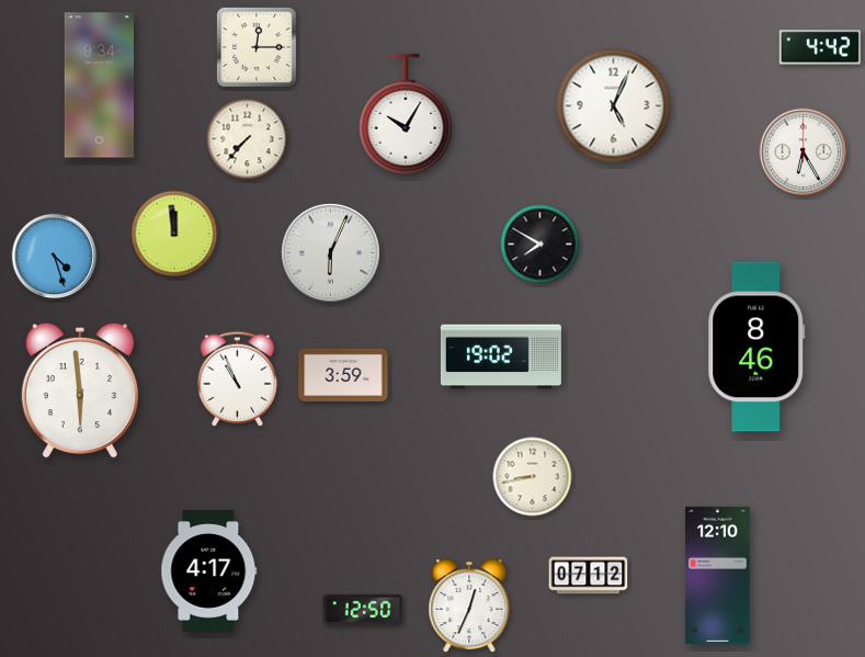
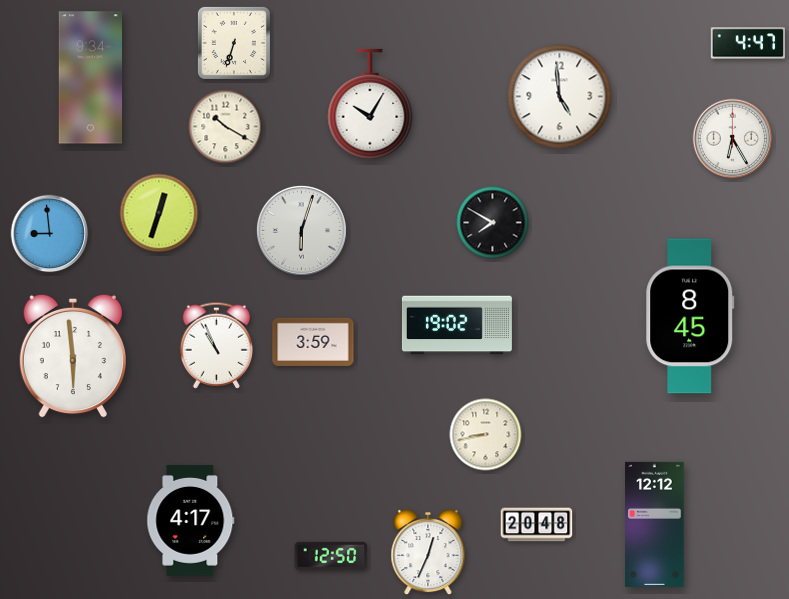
clock at (257, 47): 12:15 -> 6:33
clock at (819, 47): 4:42 -> 4:47
clock at (614, 106): 5:04 -> 4:59
clock at (248, 139): 7:37 -> 10:20
clock at (174, 234): 11:59 -> 12:33
clock at (330, 252): 6:04 -> 6:03
clock at (55, 257): 4:27 -> 8:59
clock at (756, 347): 8:46 -> 8:45
clock at (718, 575): 12:10 -> 12:12
clock at (589, 576): 07:12 -> 20:48
